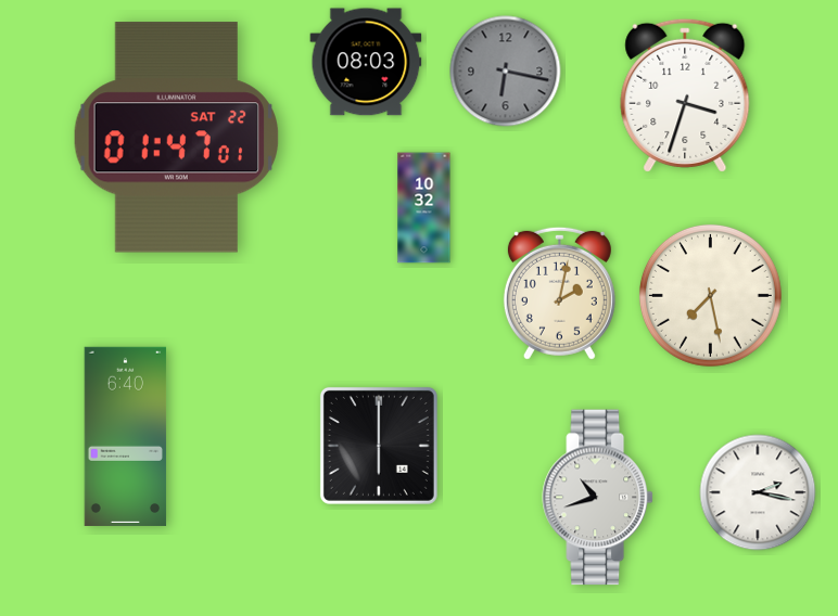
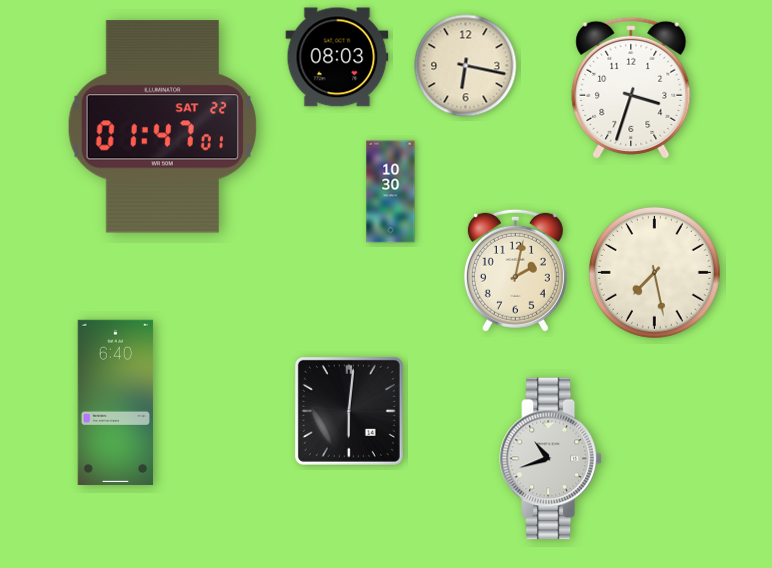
clock at (506, 72) dial: grey -> cream
clock at (424, 208): 10:32 -> 10:30
clock at (379, 446): 6:00 -> 6:01
clock at (758, 492): 2:17 -> none
